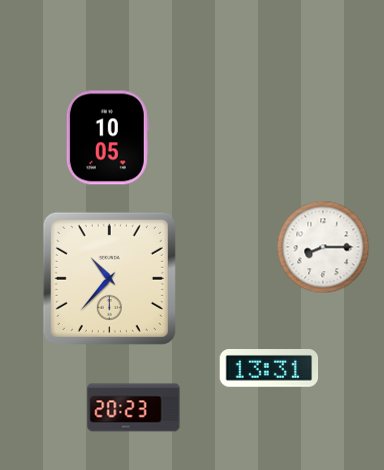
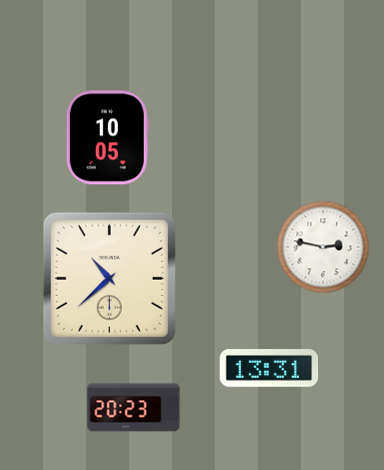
clock at (323, 247): 8:15 -> 2:47
clock at (109, 278): 10:37 -> 10:38
